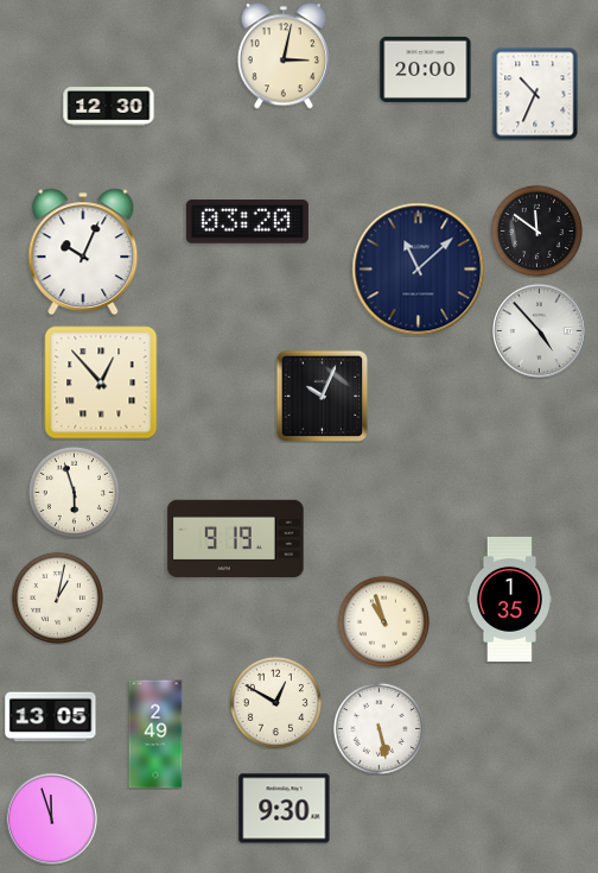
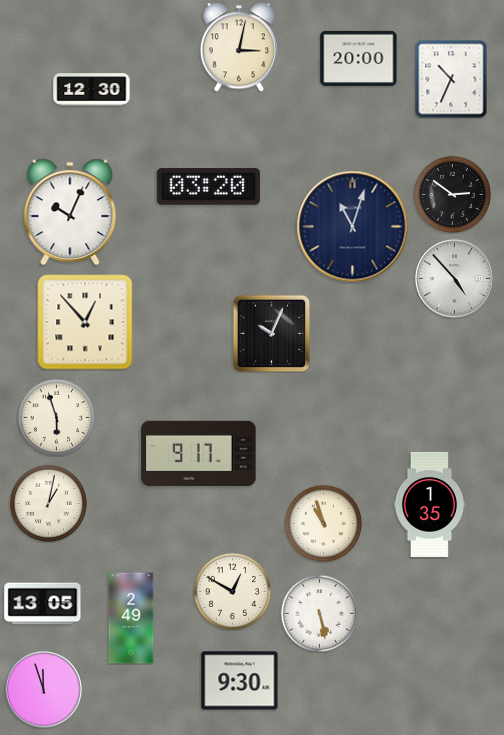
clock at (536, 230): 11:51 -> 2:51
clock at (419, 270): 11:08 -> 11:03
clock at (74, 492) position: (74, 492) -> (56, 417)
clock at (236, 538): 9:19 -> 9:17
